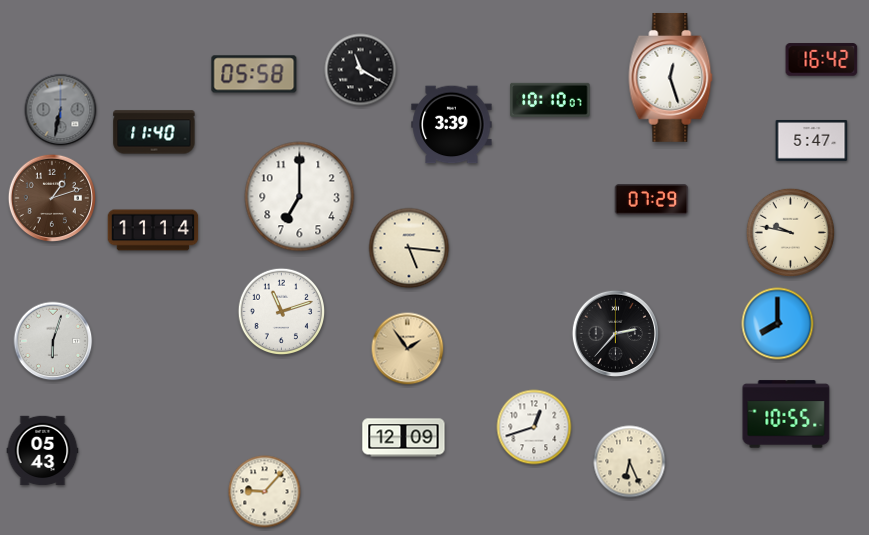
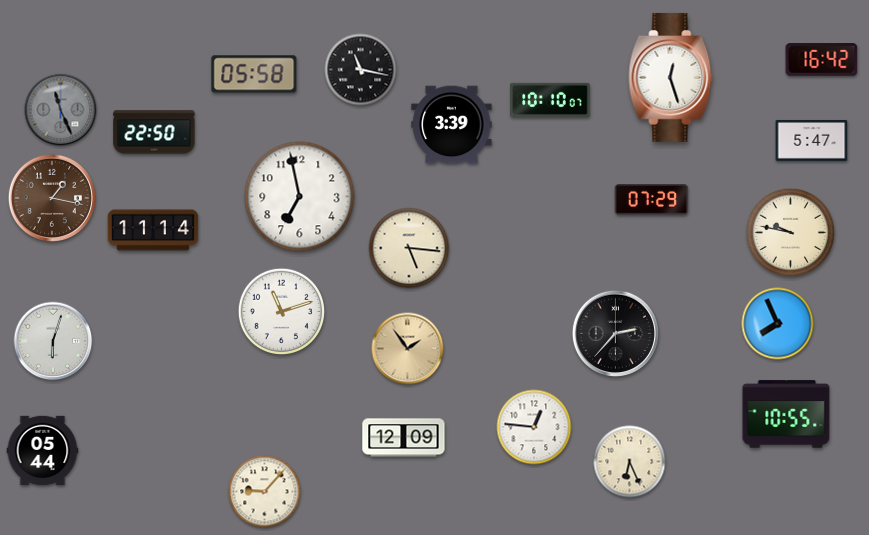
clock at (361, 70): 11:20 -> 11:17
clock at (61, 110): 6:32 -> 11:26
clock at (154, 132): 11:40 -> 22:50
clock at (300, 197): 7:00 -> 6:58
clock at (52, 198): 1:12 -> 1:17
clock at (778, 324): 8:00 -> 7:56
clock at (534, 427): 12:42 -> 12:46
clock at (43, 451): 05:43 -> 05:44
